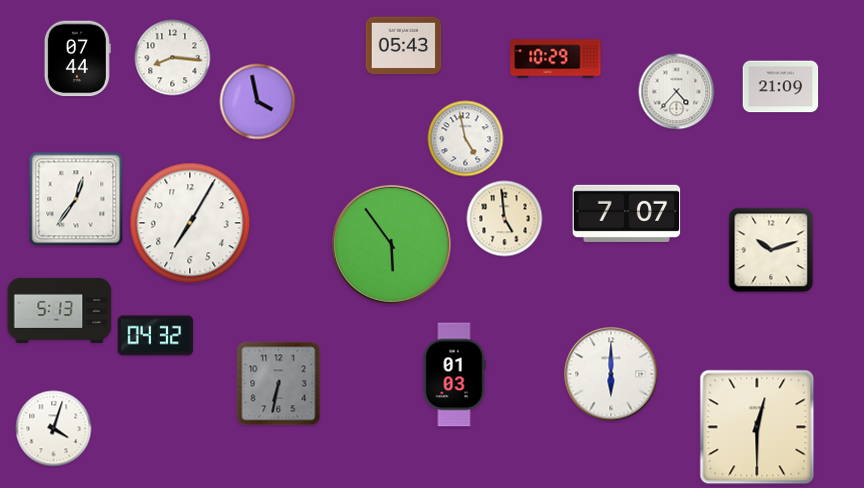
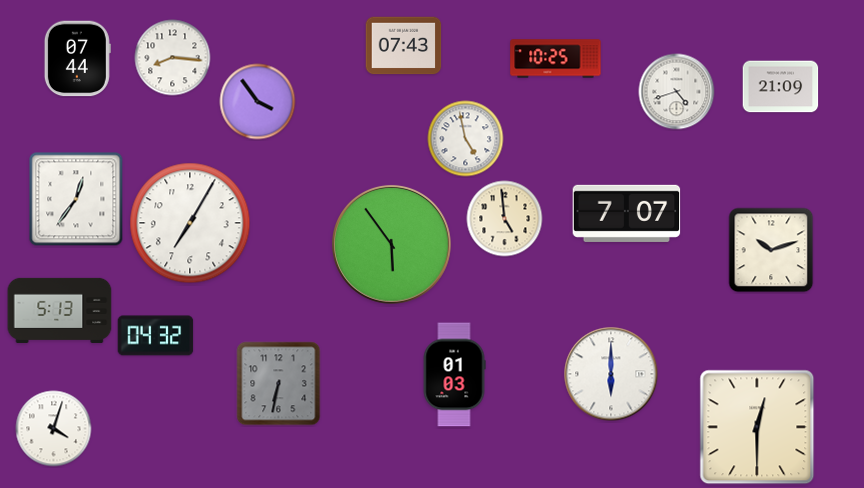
clock at (404, 46): 05:43 -> 07:43
clock at (556, 59): 10:29 -> 10:25
clock at (677, 92): 4:37 -> 4:42
clock at (258, 102): 3:58 -> 3:54
